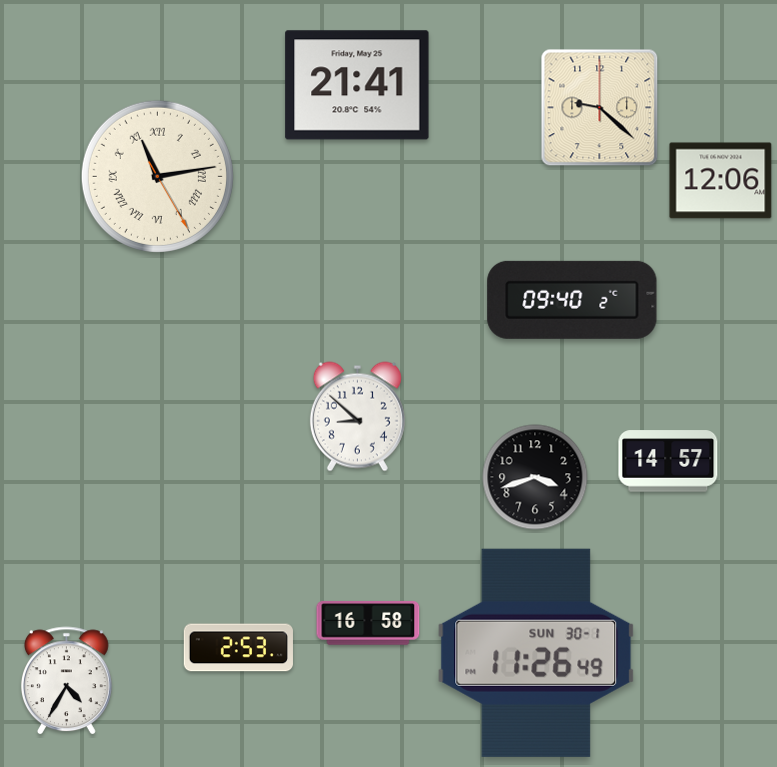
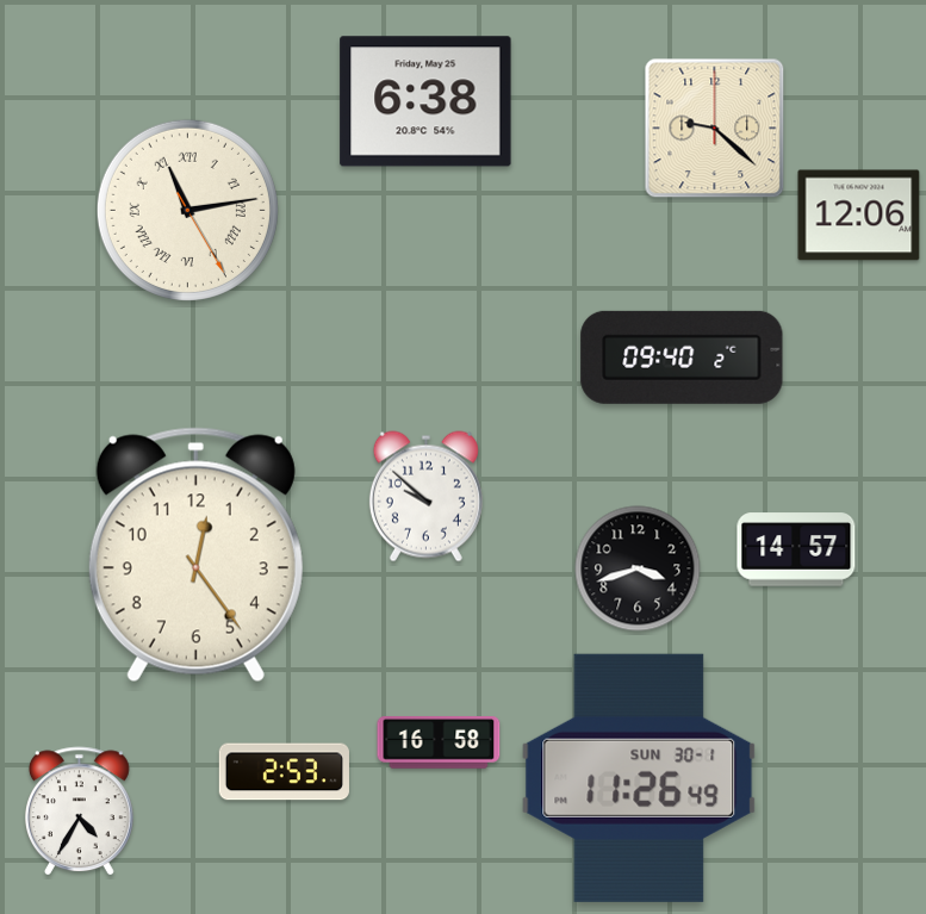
clock at (357, 85): 21:41 -> 6:38
clock at (357, 417): 8:52 -> 9:52
clock at (195, 555): none -> 12:24
